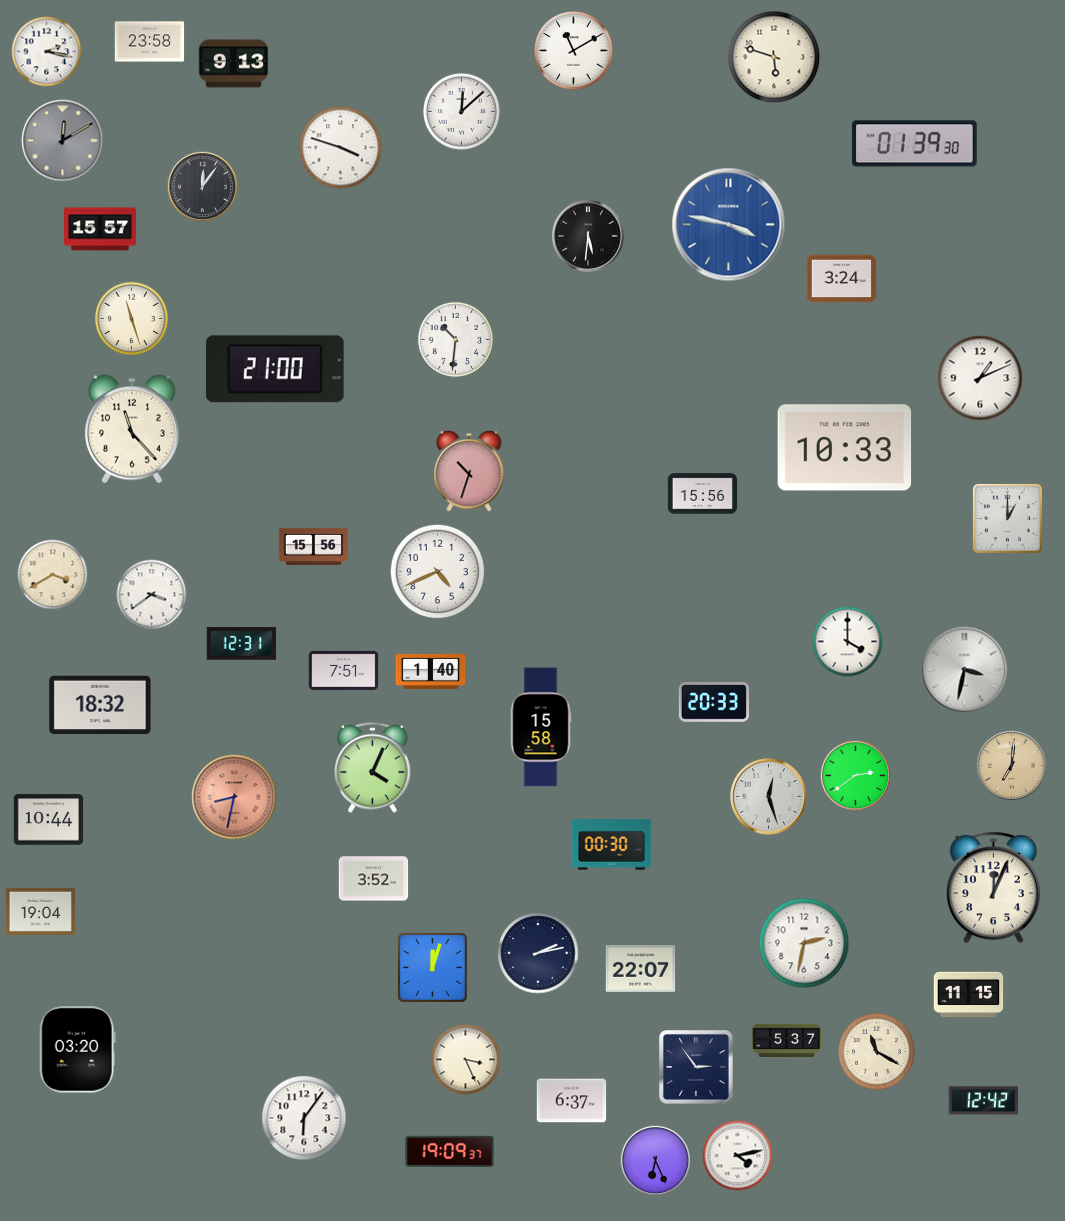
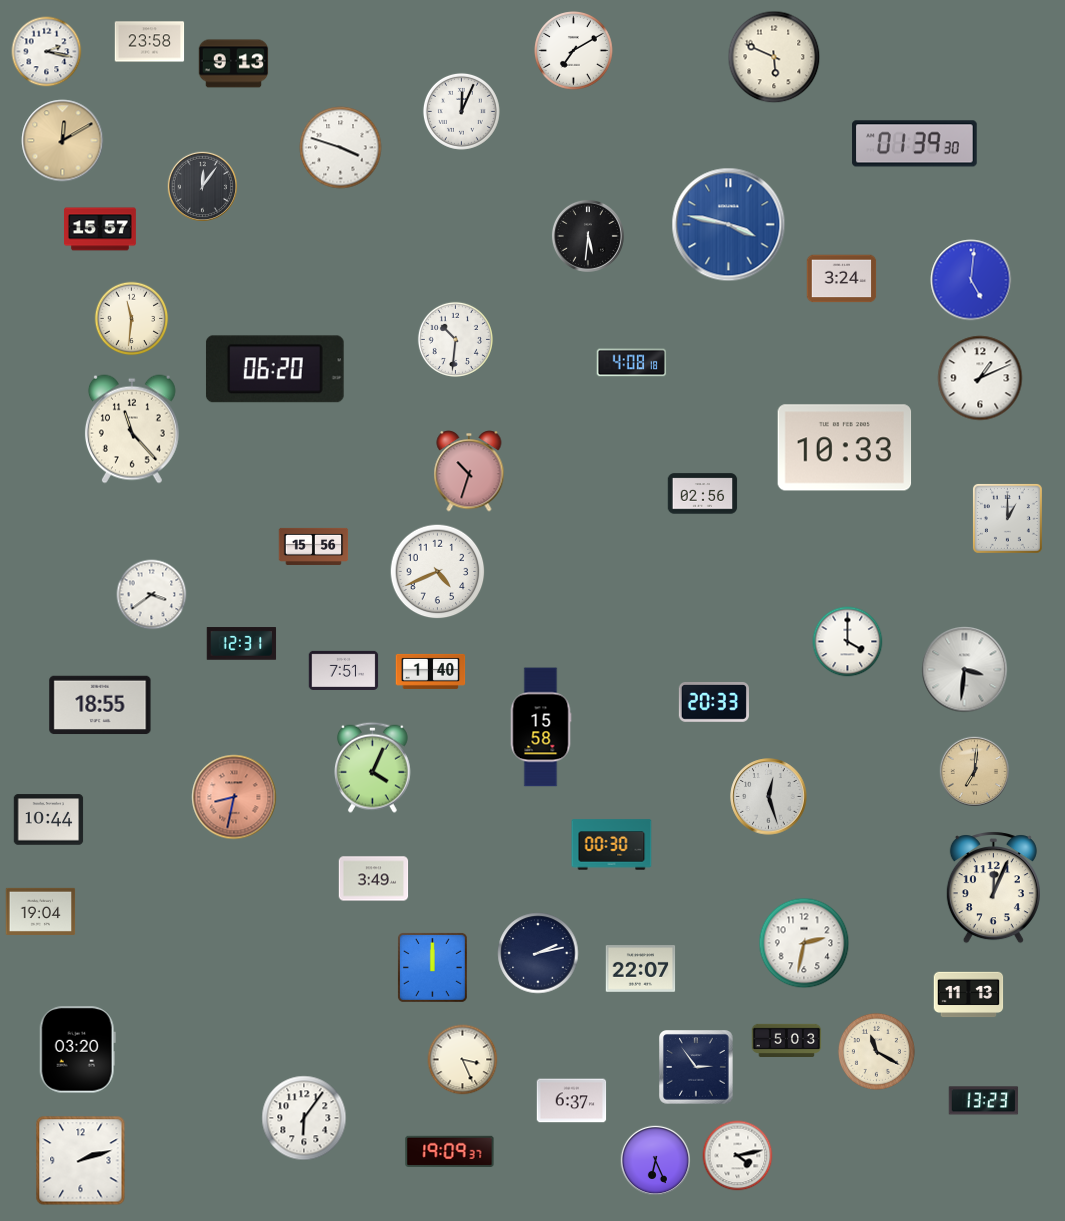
clock at (574, 51): 11:10 -> 7:10
clock at (774, 57): 5:48 -> 5:49
clock at (461, 111): 12:08 -> 12:04
clock at (63, 141) dial: grey -> champagne
clock at (971, 280): none -> 5:01
clock at (132, 319): 11:27 -> 11:31
clock at (632, 363): none -> 4:08
clock at (275, 369): 21:00 -> 06:20
clock at (703, 494): 15:56 -> 02:56
clock at (53, 575): 3:40 -> none
clock at (965, 670): 3:32 -> 3:31
clock at (100, 705): 18:32 -> 18:55
clock at (1011, 765) position: (1011, 765) -> (974, 771)
clock at (855, 775): 2:39 -> none
clock at (374, 879): 3:52 -> 3:49
clock at (432, 967): 12:03 -> 12:00
clock at (969, 995): 11:15 -> 11:13
clock at (787, 1040): 5:37 -> 5:03
clock at (466, 1060) position: (466, 1060) -> (463, 1060)
clock at (984, 1101): 12:42 -> 13:23
clock at (81, 1161): none -> 2:12
